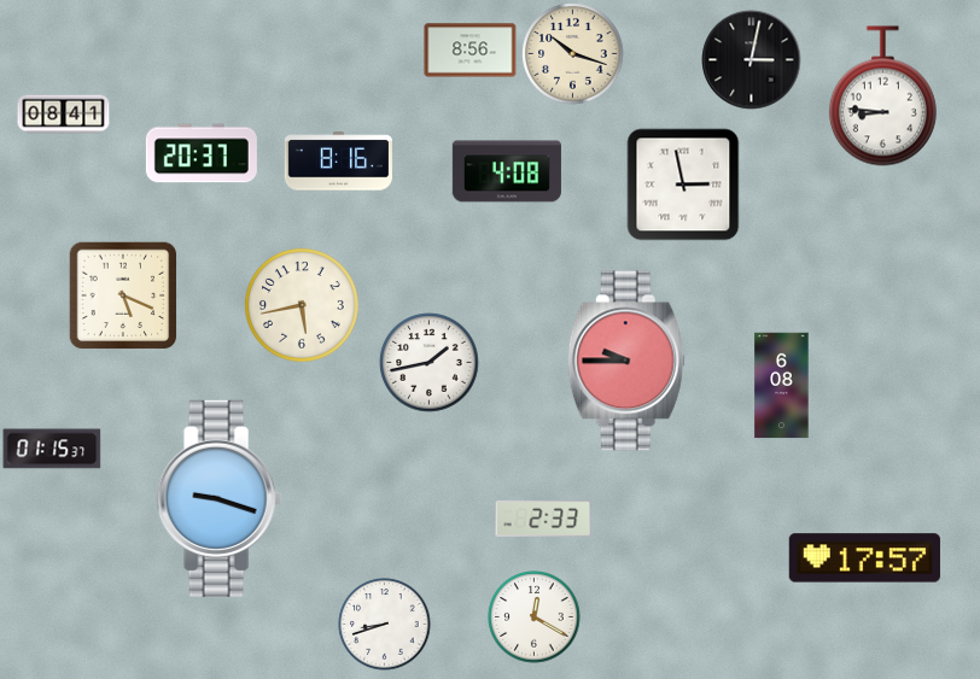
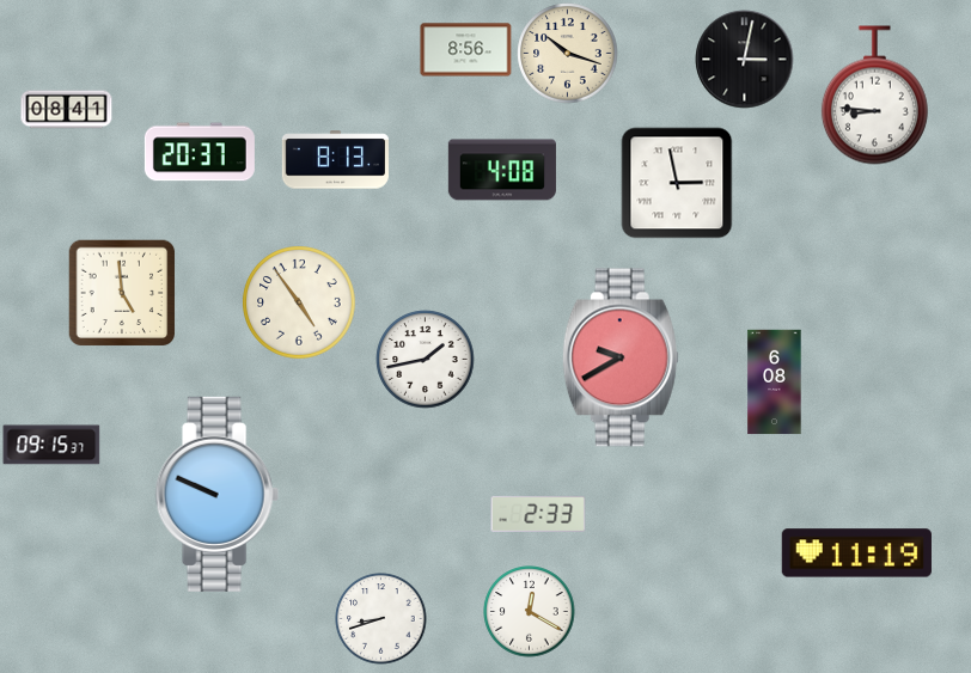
clock at (64, 115) position: (64, 115) -> (67, 110)
clock at (338, 162): 8:16 -> 8:13
clock at (123, 295): 5:19 -> 4:59
clock at (302, 305): 5:43 -> 4:54
clock at (626, 361): 9:45 -> 9:40
clock at (52, 449): 01:15 -> 09:15
clock at (218, 498): 9:18 -> 9:49
clock at (864, 558): 17:57 -> 11:19
